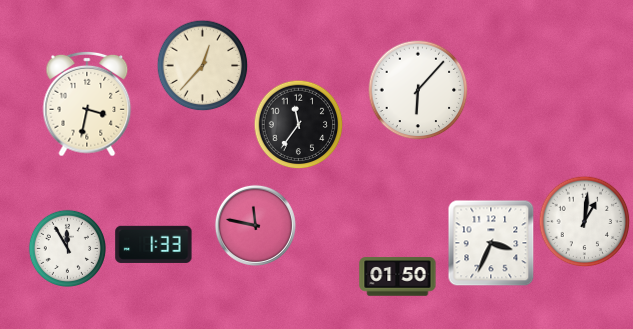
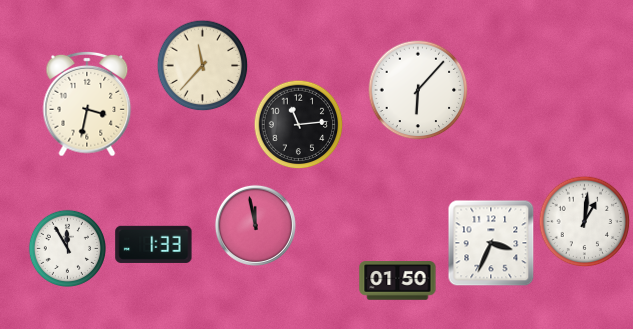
clock at (202, 65): 12:37 -> 11:37
clock at (298, 124): 11:36 -> 11:14
clock at (255, 225): 11:47 -> 11:58
clock at (398, 277) position: (398, 277) -> (398, 281)
